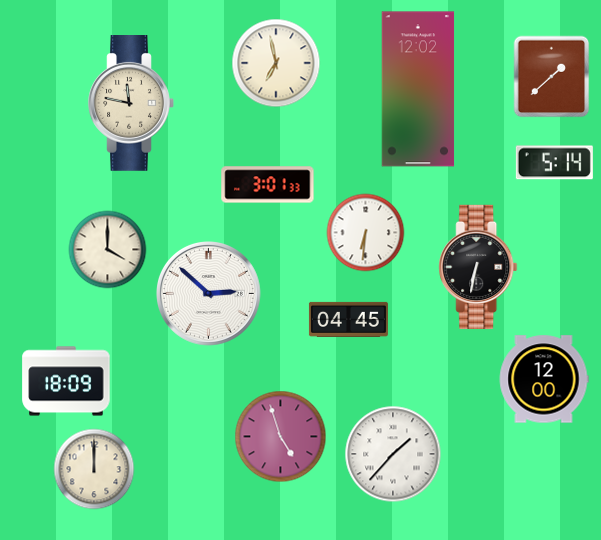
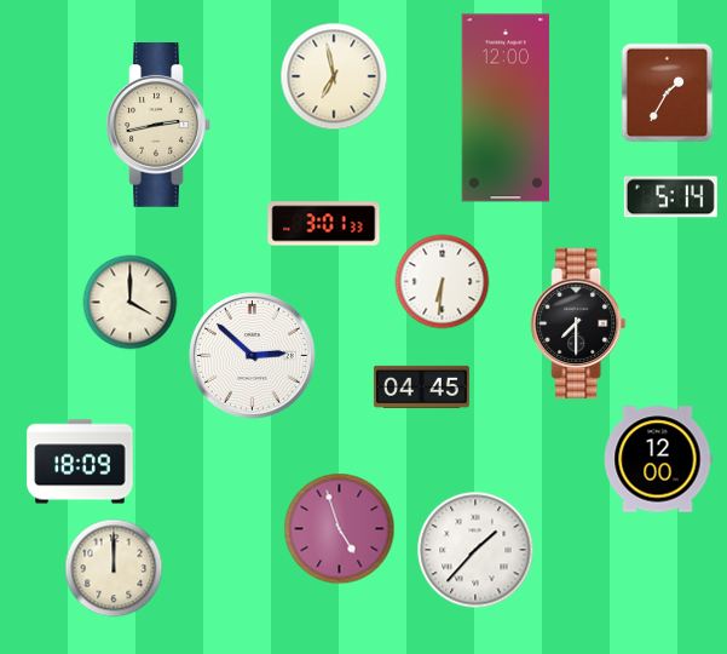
clock at (552, 76): 1:38 -> 1:35
clock at (418, 89): 12:02 -> 12:00
clock at (131, 104): 11:47 -> 2:43
clock at (478, 267): 6:32 -> 7:30
